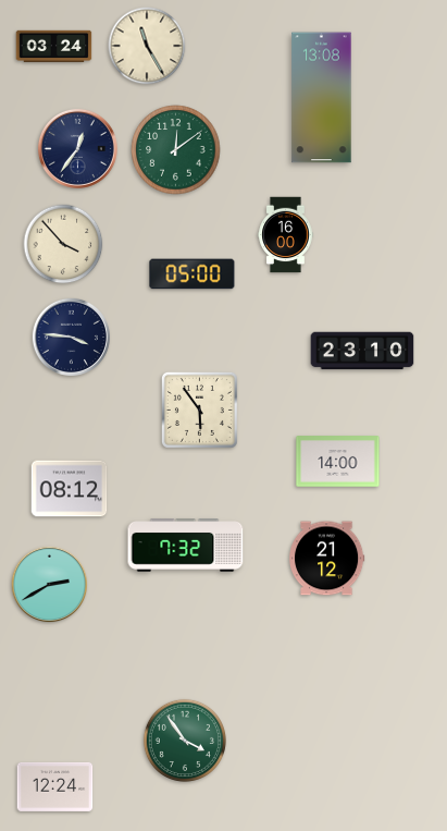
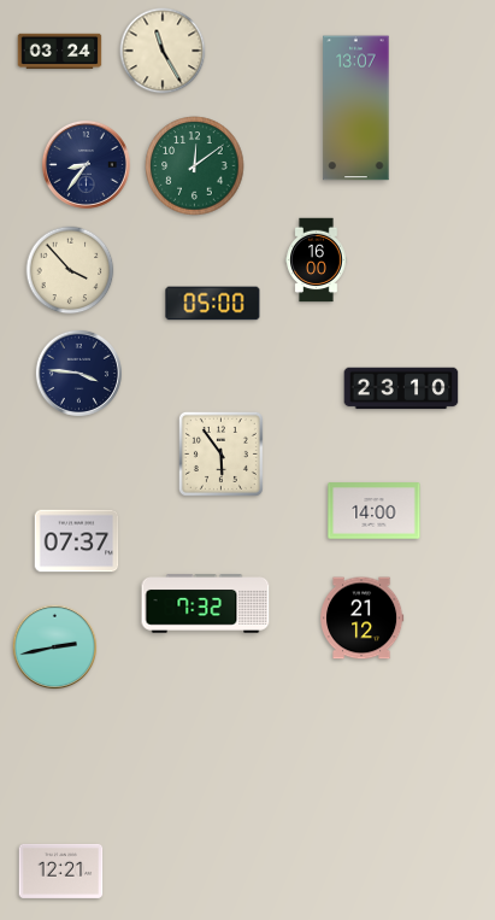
clock at (322, 98): 13:08 -> 13:07
clock at (77, 148): 12:36 -> 8:36
clock at (70, 489): 08:12 -> 07:37
clock at (50, 585): 2:40 -> 2:43
clock at (185, 741): 3:54 -> none
clock at (55, 786): 12:24 -> 12:21
